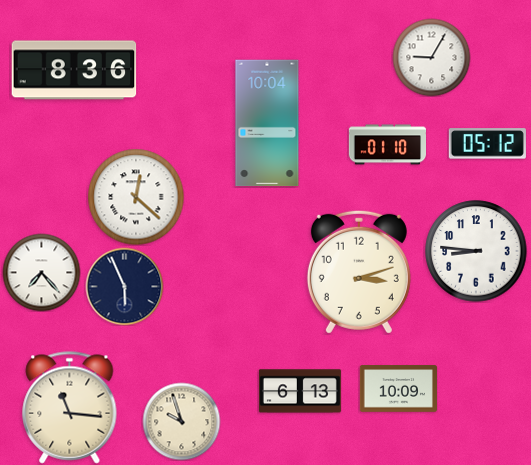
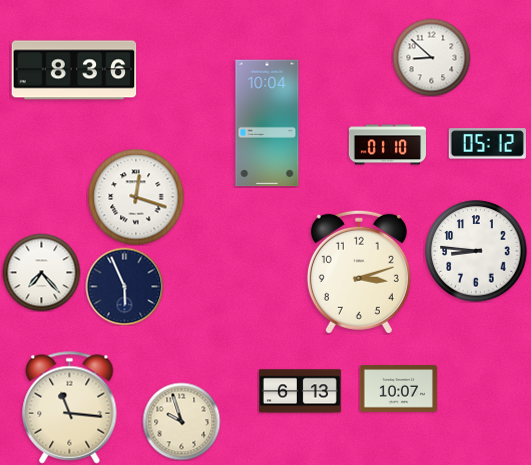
clock at (431, 57): 9:05 -> 8:52
clock at (136, 197): 12:22 -> 12:18
clock at (398, 389): 10:09 -> 10:07
